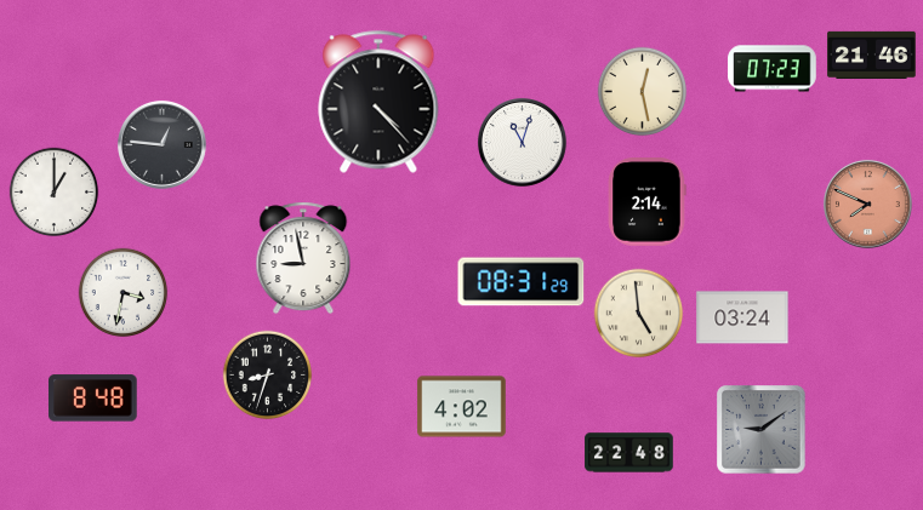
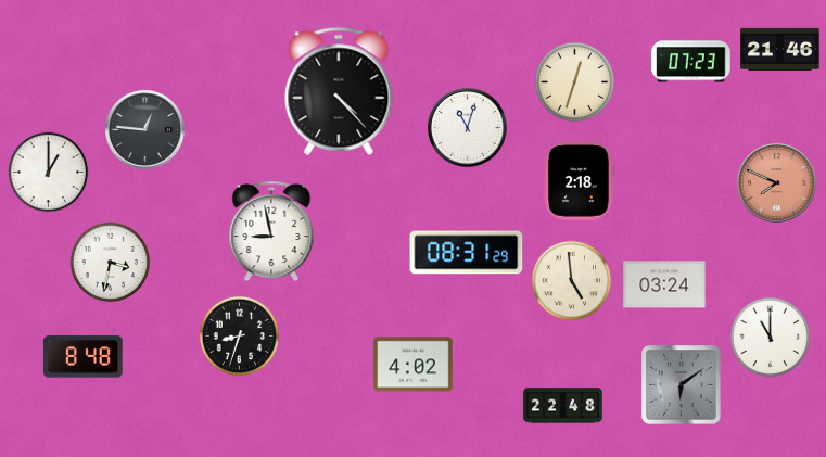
clock at (643, 92): 12:28 -> 12:33
clock at (646, 202): 2:14 -> 2:18
clock at (771, 338): none -> 11:00
clock at (762, 430): 9:09 -> 6:09
